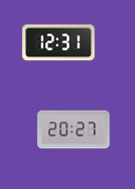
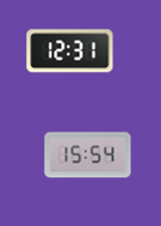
clock at (74, 130): 20:27 -> 15:54
